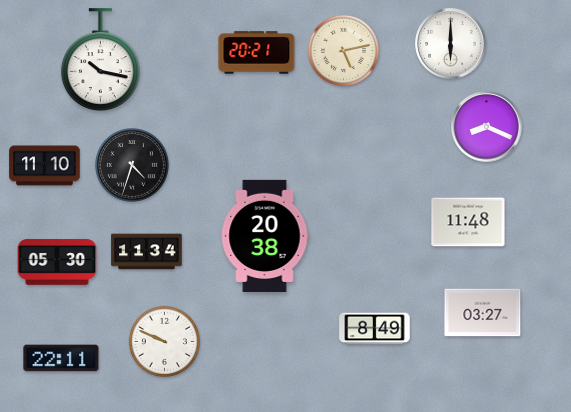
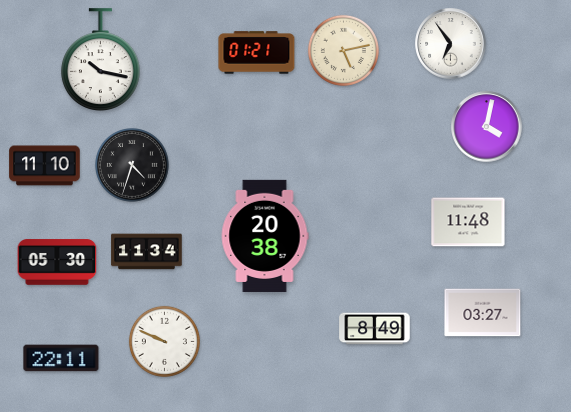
clock at (451, 44): 6:00 -> 6:54
clock at (257, 53): 20:21 -> 01:21
clock at (487, 127): 8:19 -> 4:02
